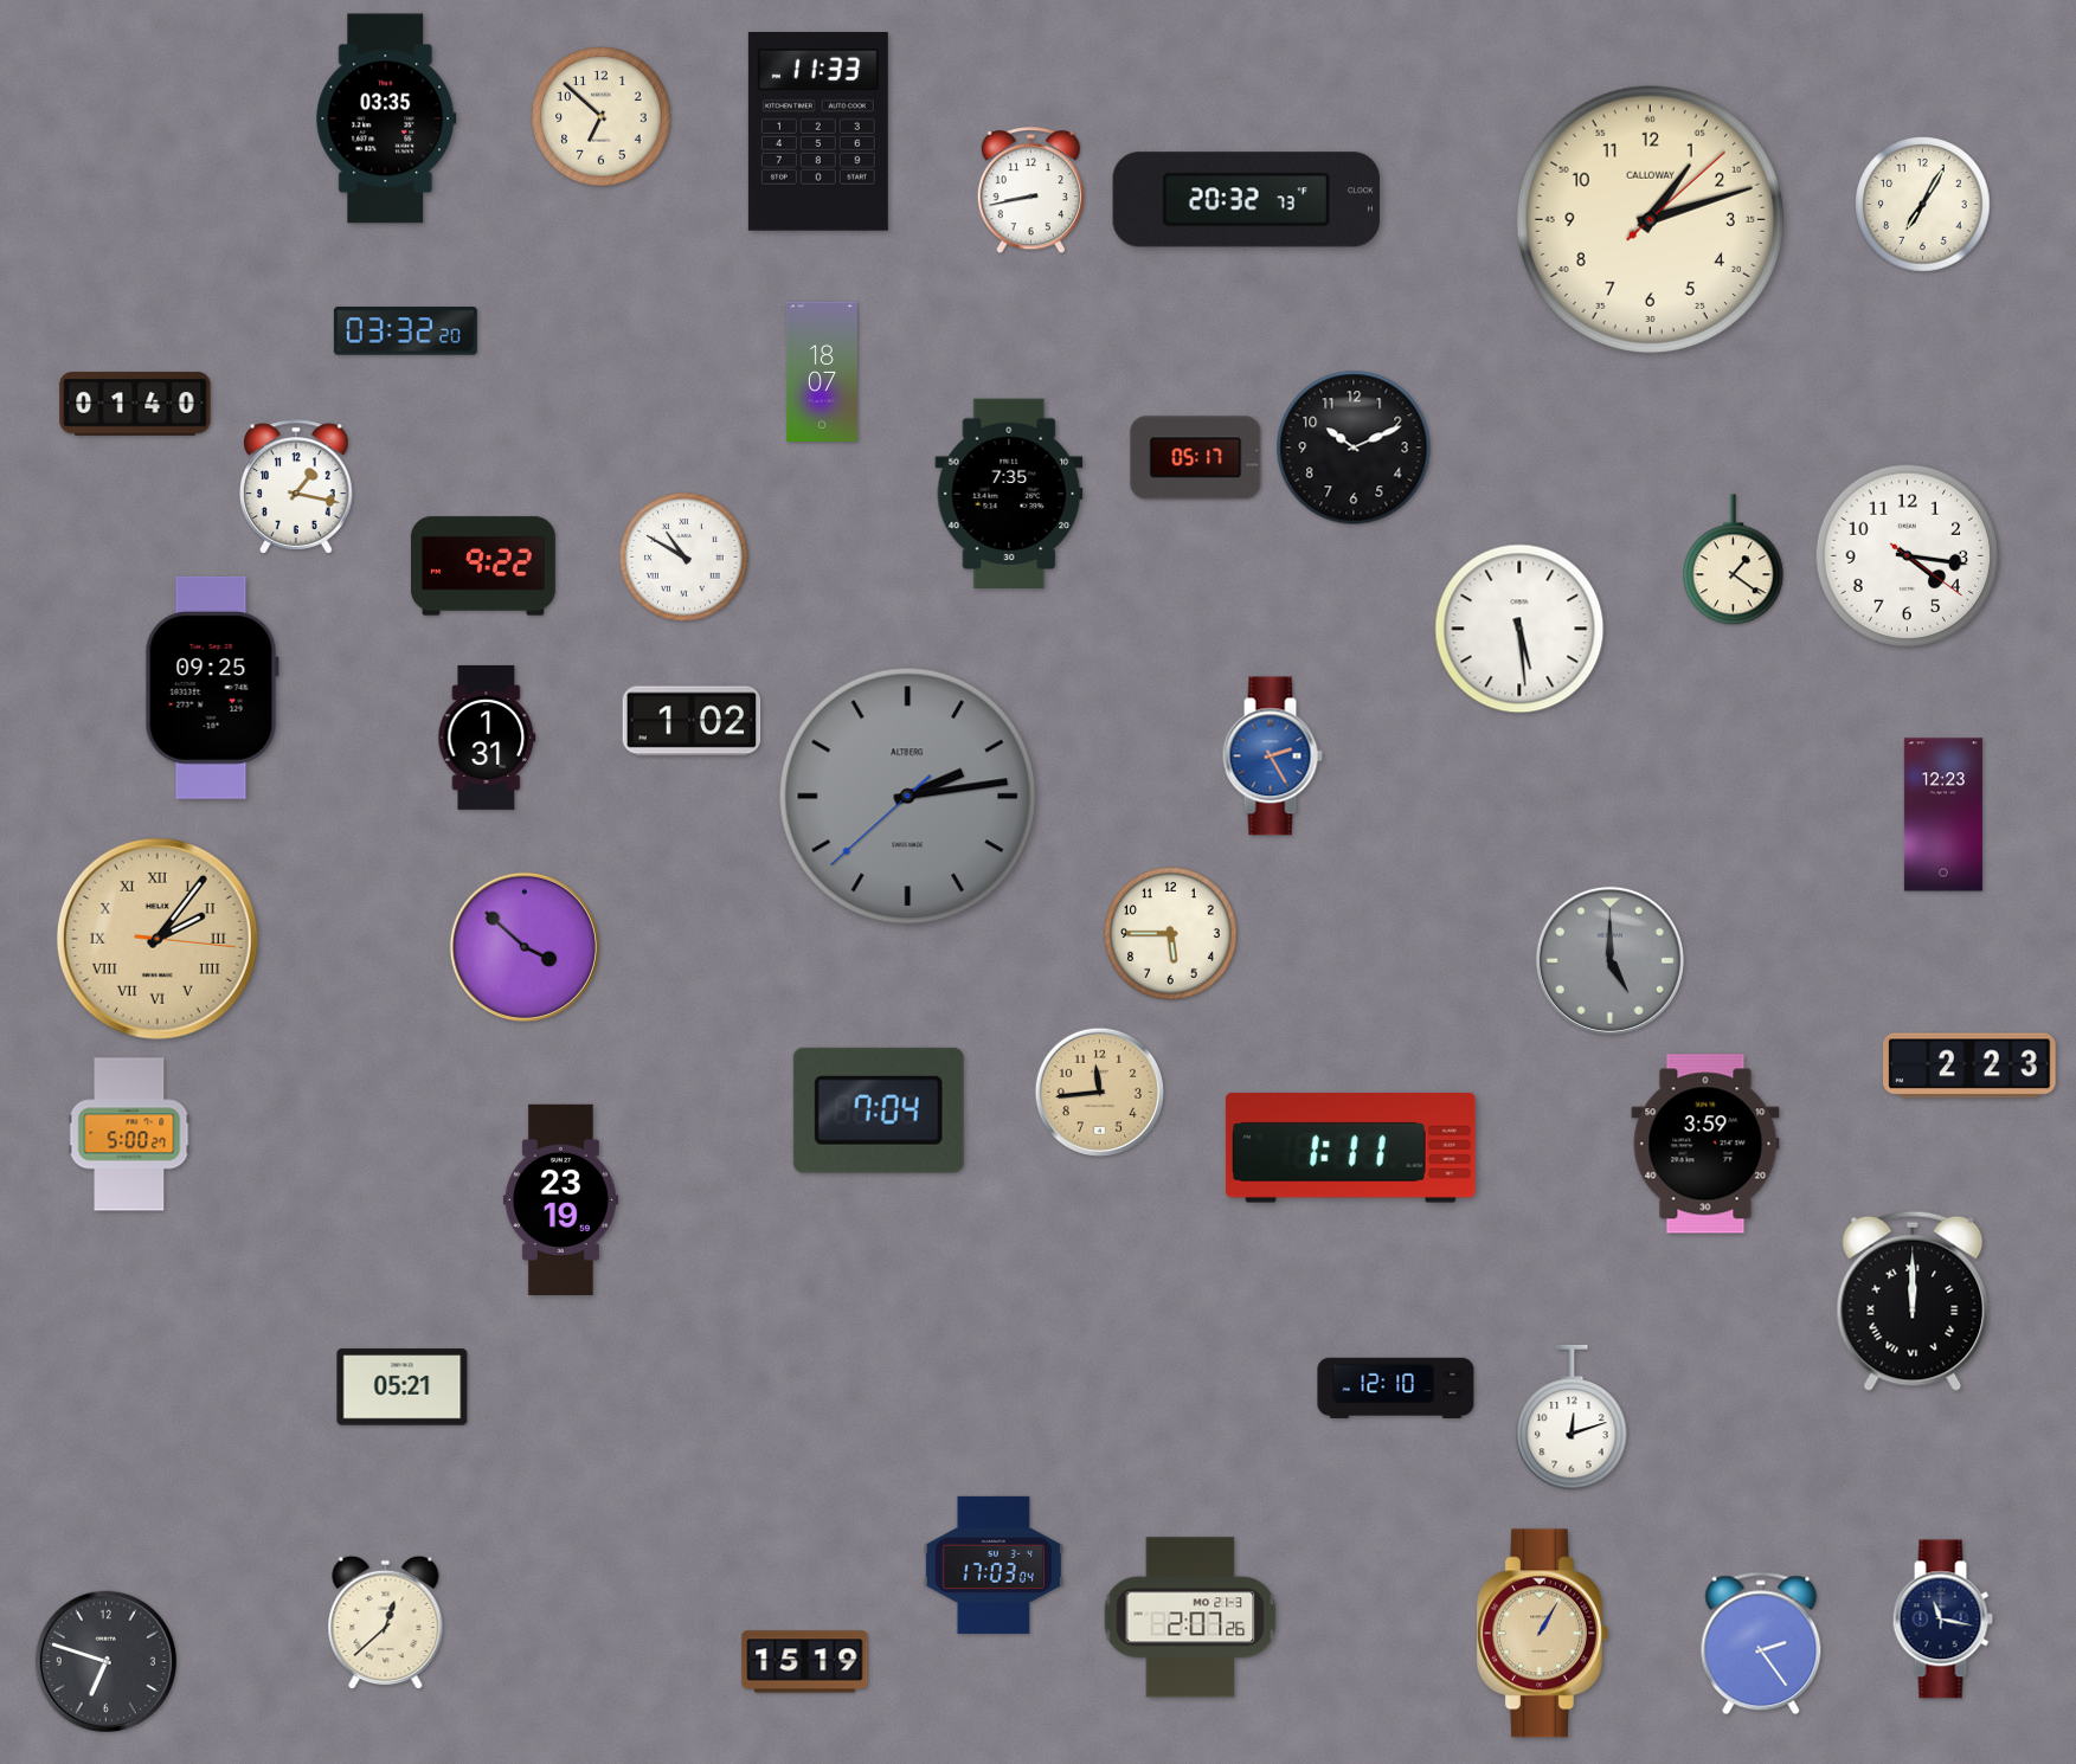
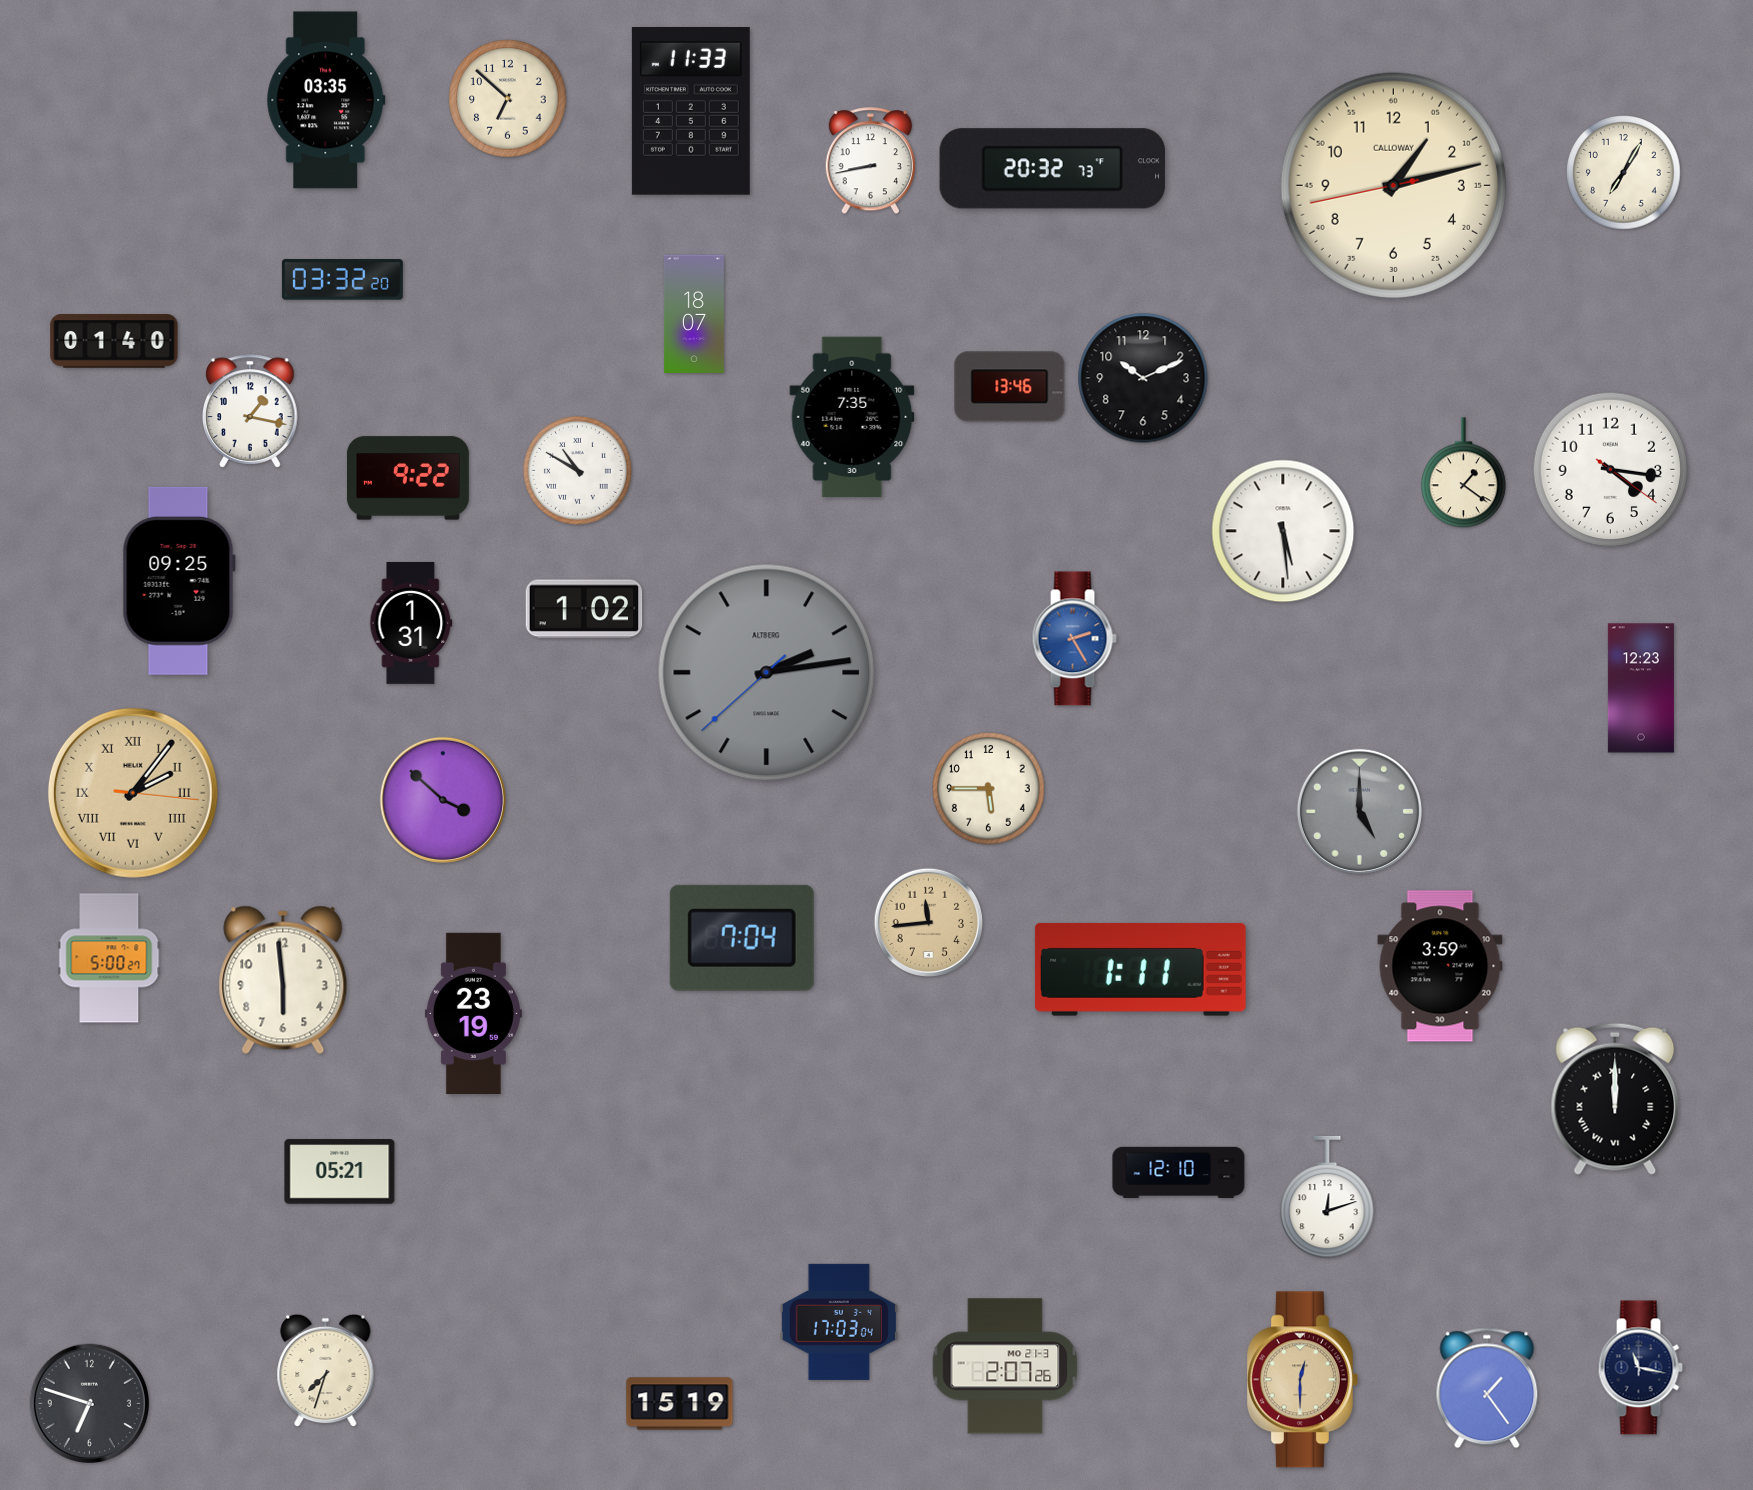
clock at (1650, 219): 1:12:08 -> 1:12:43
clock at (1196, 458): 05:17 -> 13:46
clock at (1971, 1066): 2:23 -> none
clock at (283, 980): none -> 5:59
clock at (386, 1623): 12:38 -> 7:33
clock at (1542, 1634): 1:05 -> 12:30
clock at (1761, 1643): 2:24 -> 1:24
